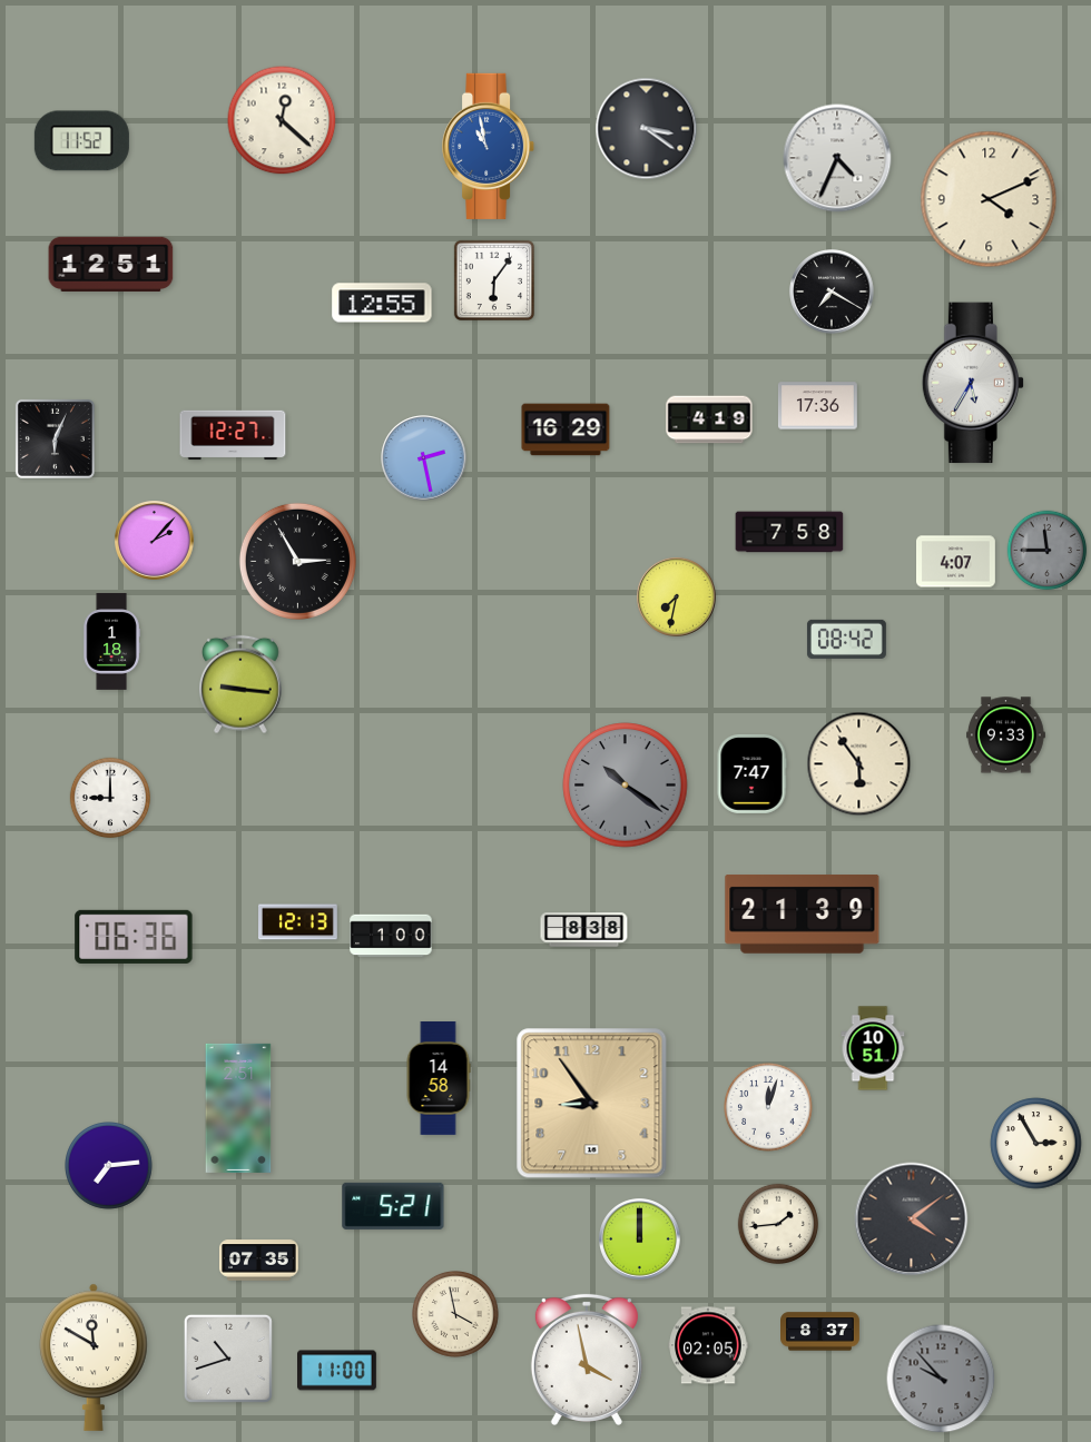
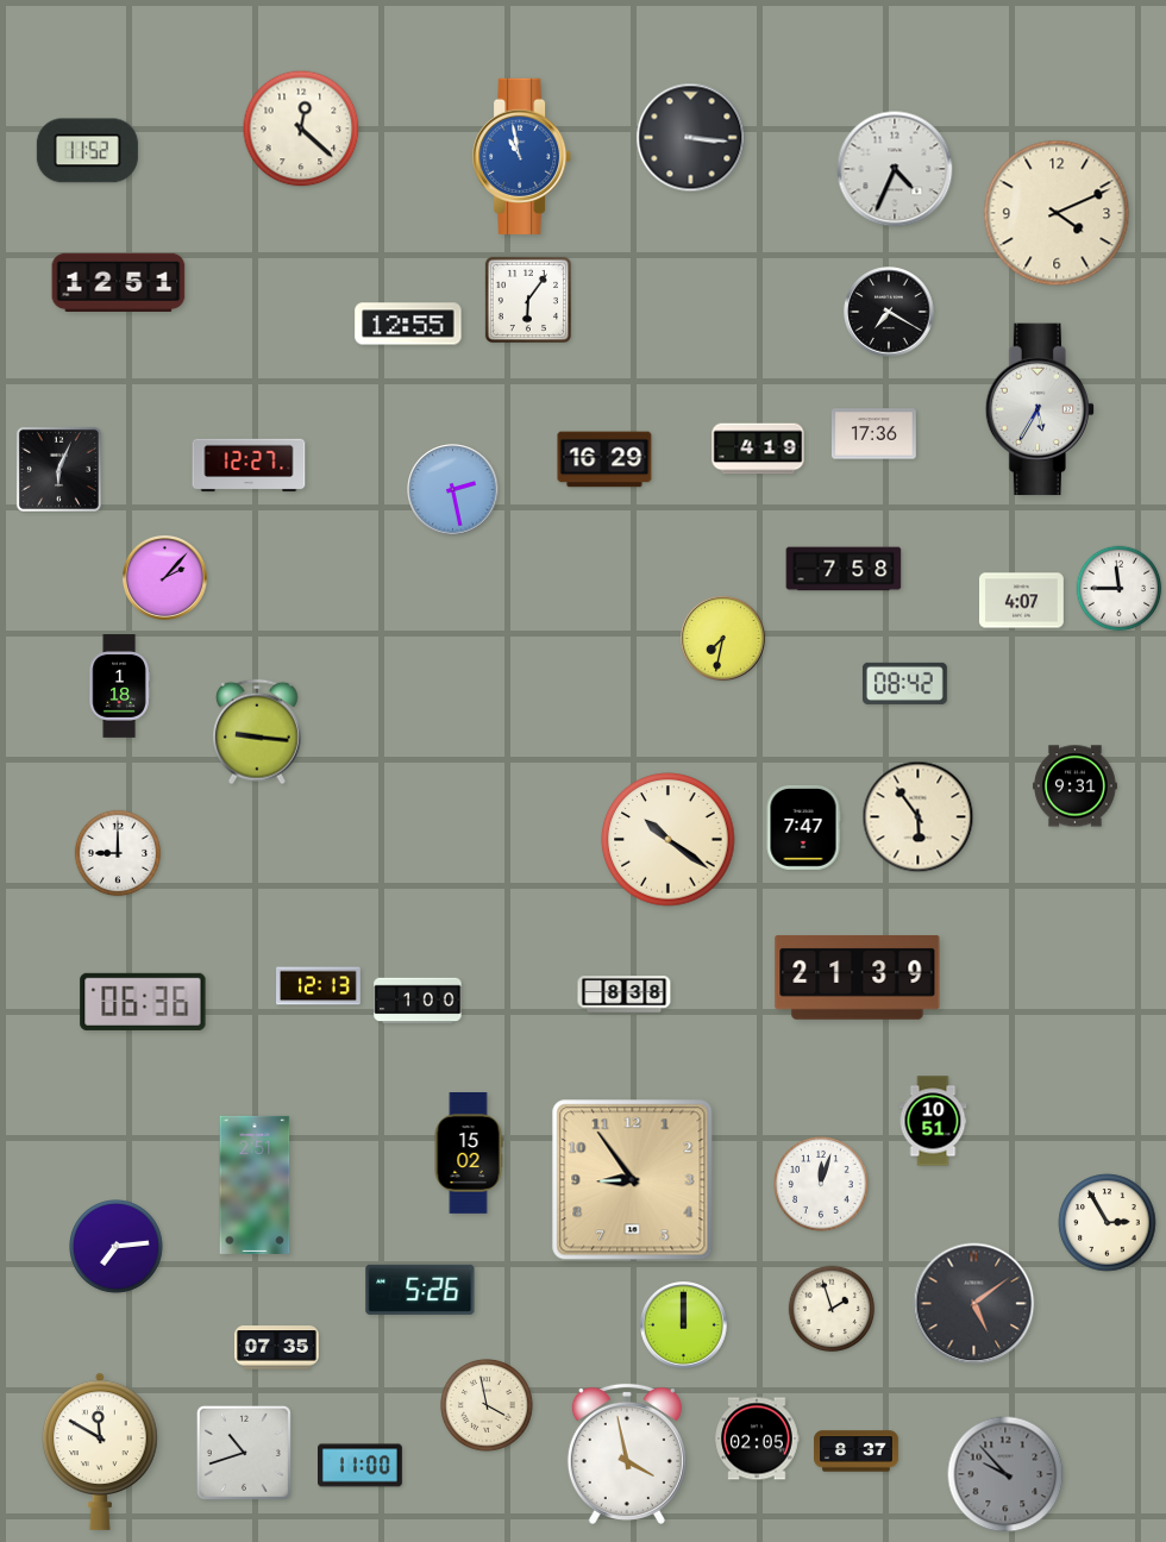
clock at (647, 129): 3:21 -> 3:16
clock at (1048, 551) dial: grey -> white
clock at (297, 561): 2:55 -> none
clock at (1006, 735): 9:33 -> 9:31
clock at (626, 786) dial: grey -> cream
clock at (439, 1079): 14:58 -> 15:02
clock at (393, 1206): 5:21 -> 5:26
clock at (912, 1219): 4:09 -> 5:09
clock at (778, 1224): 1:44 -> 1:57
clock at (820, 1332) position: (820, 1332) -> (857, 1452)
